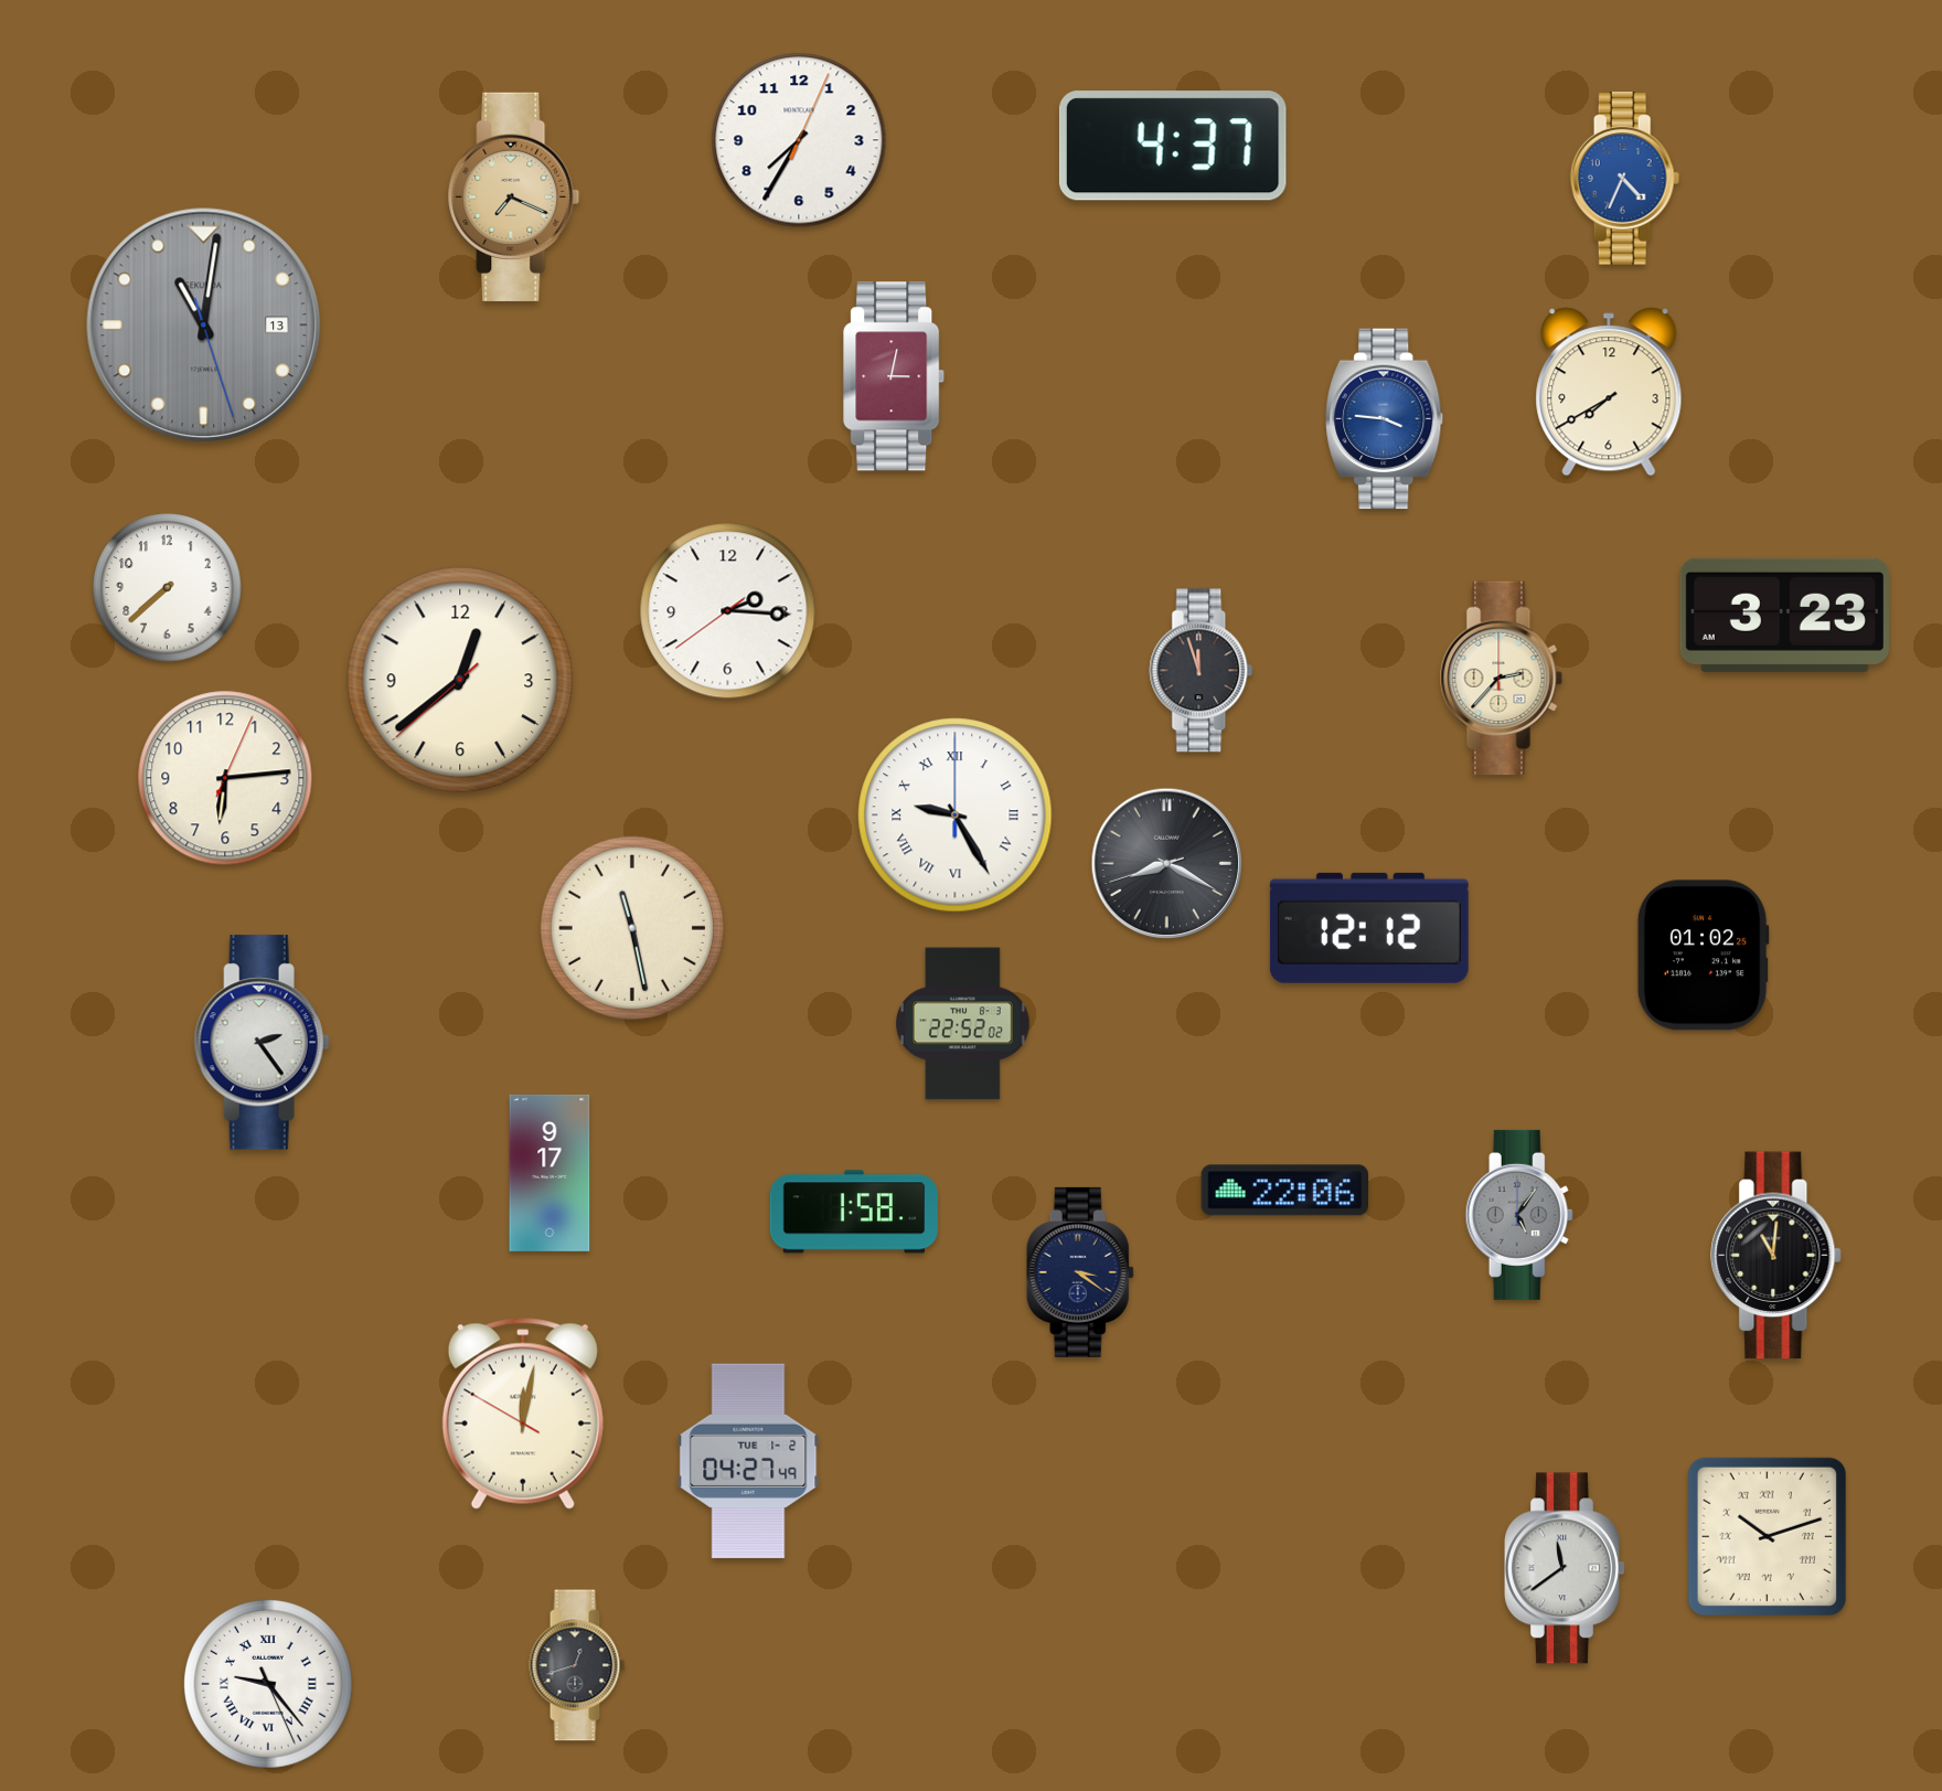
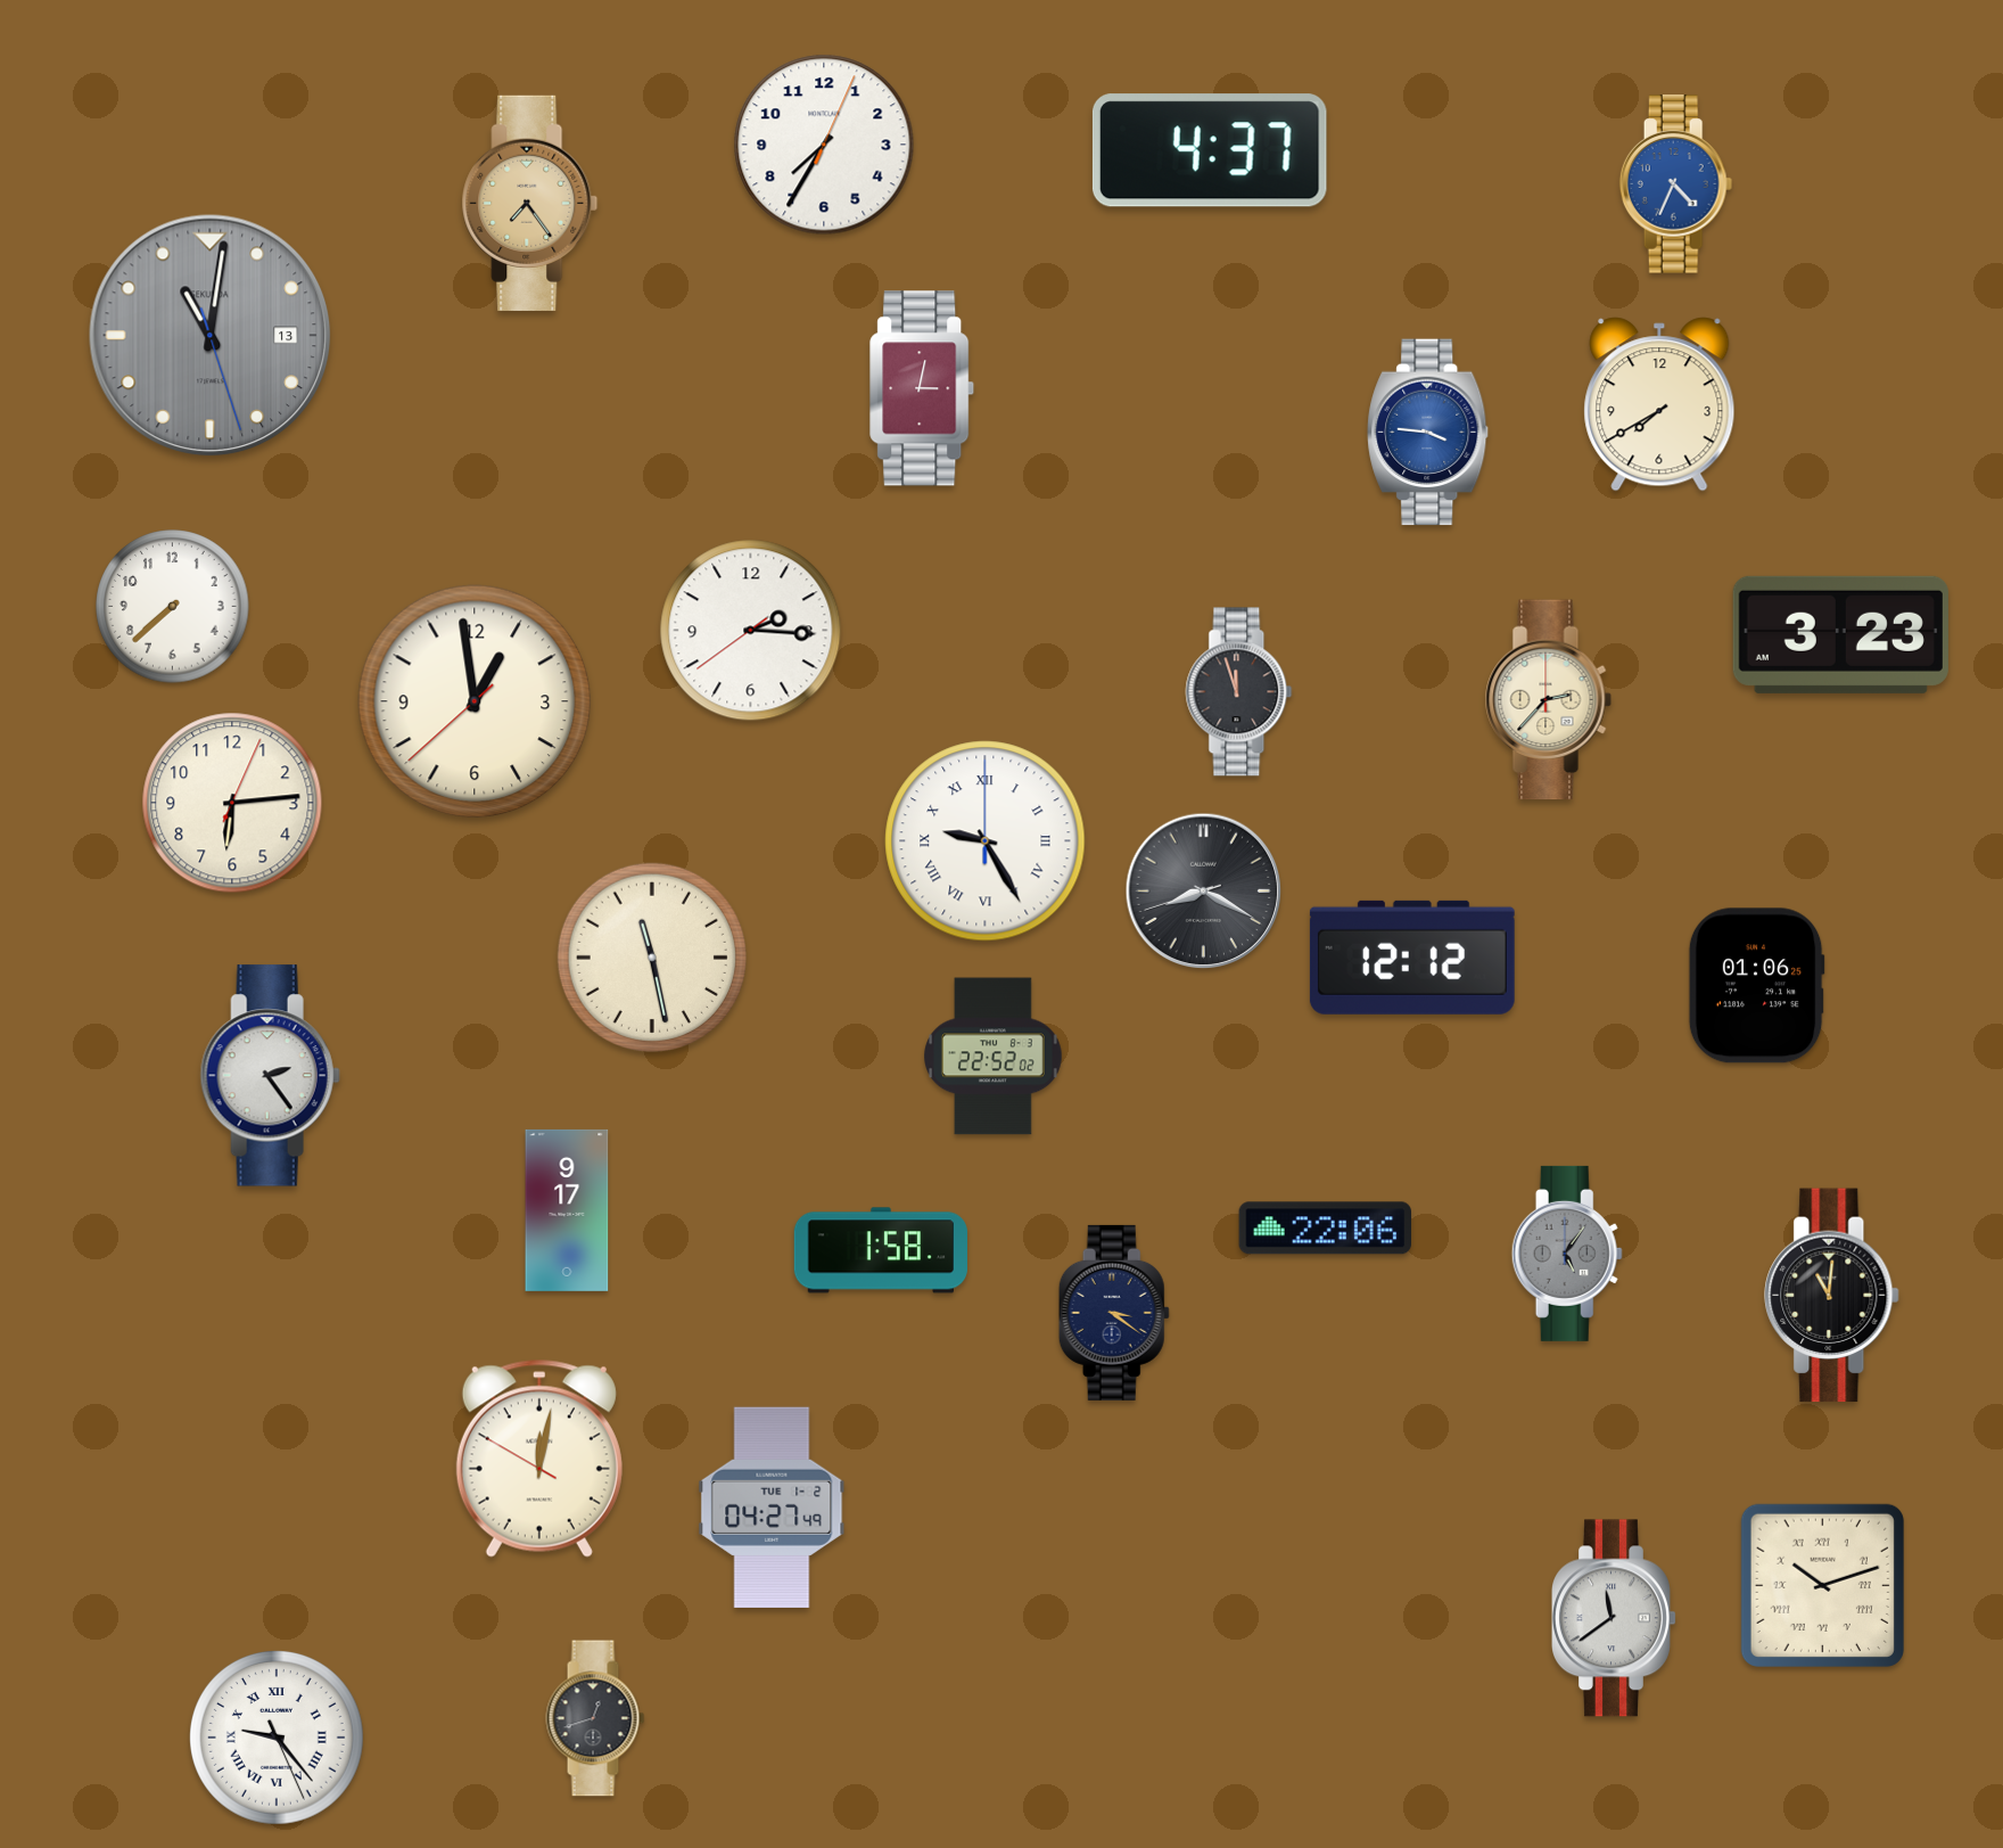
clock at (514, 196): 7:19 -> 7:24
clock at (460, 680): 12:38 -> 12:58
clock at (1703, 956): 01:02 -> 01:06
